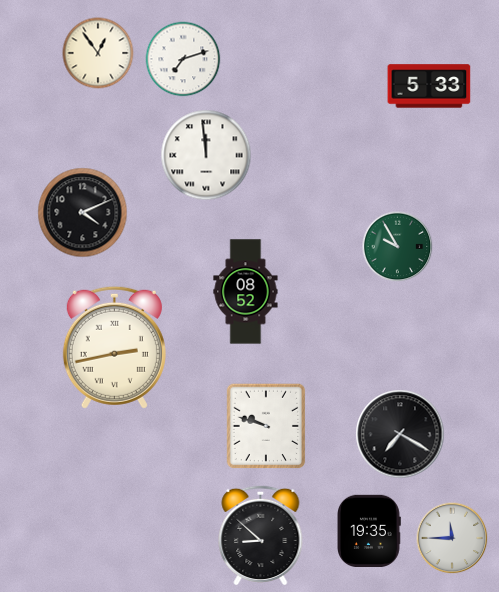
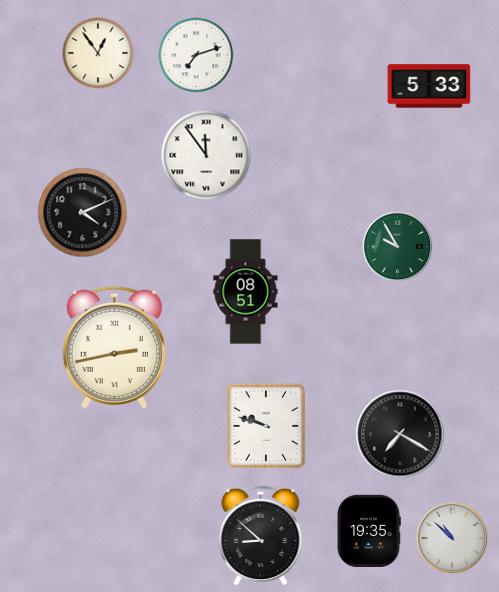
clock at (183, 59) position: (183, 59) -> (196, 55)
clock at (206, 155): 11:59 -> 11:54
clock at (246, 292): 08:52 -> 08:51
clock at (452, 538): 11:45 -> 10:52
